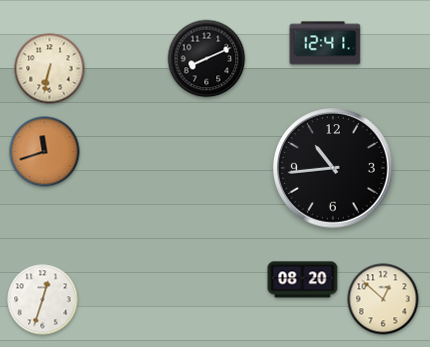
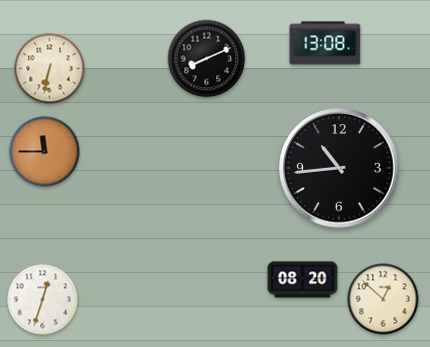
clock at (325, 43): 12:41 -> 13:08
clock at (45, 152): 11:42 -> 11:45
clock at (333, 168) position: (333, 168) -> (339, 168)
